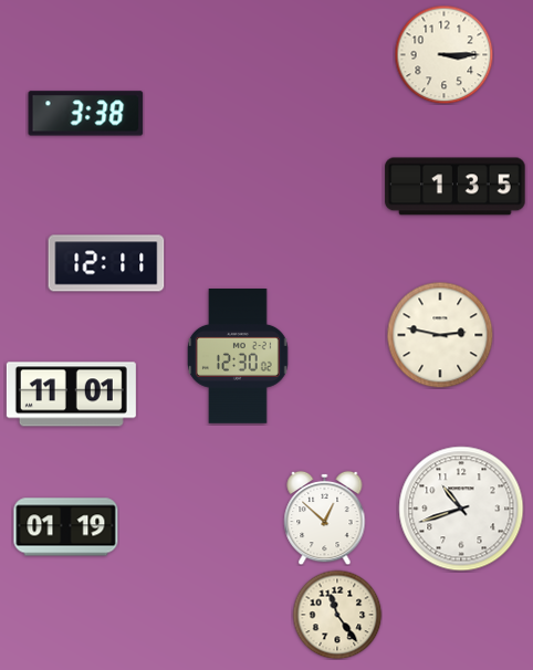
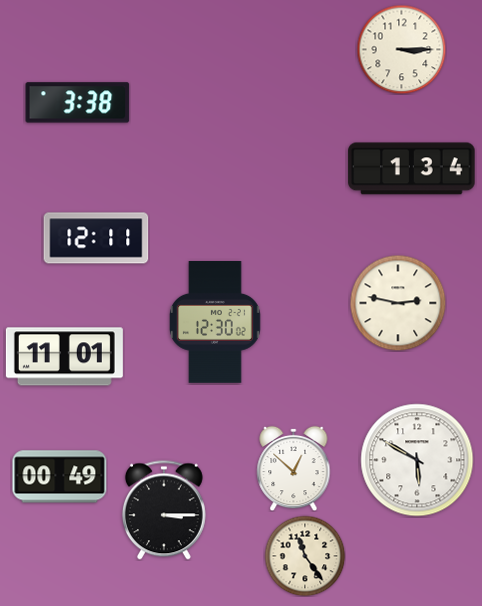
clock at (456, 187): 1:35 -> 1:34
clock at (461, 509): 10:42 -> 5:50
clock at (66, 527): 01:19 -> 00:49
clock at (164, 510): none -> 3:15
